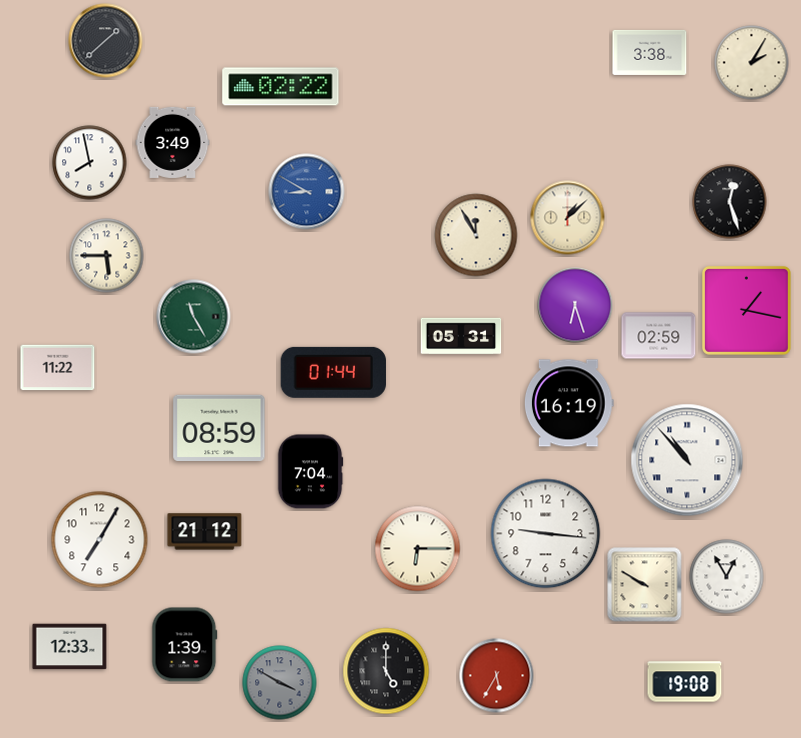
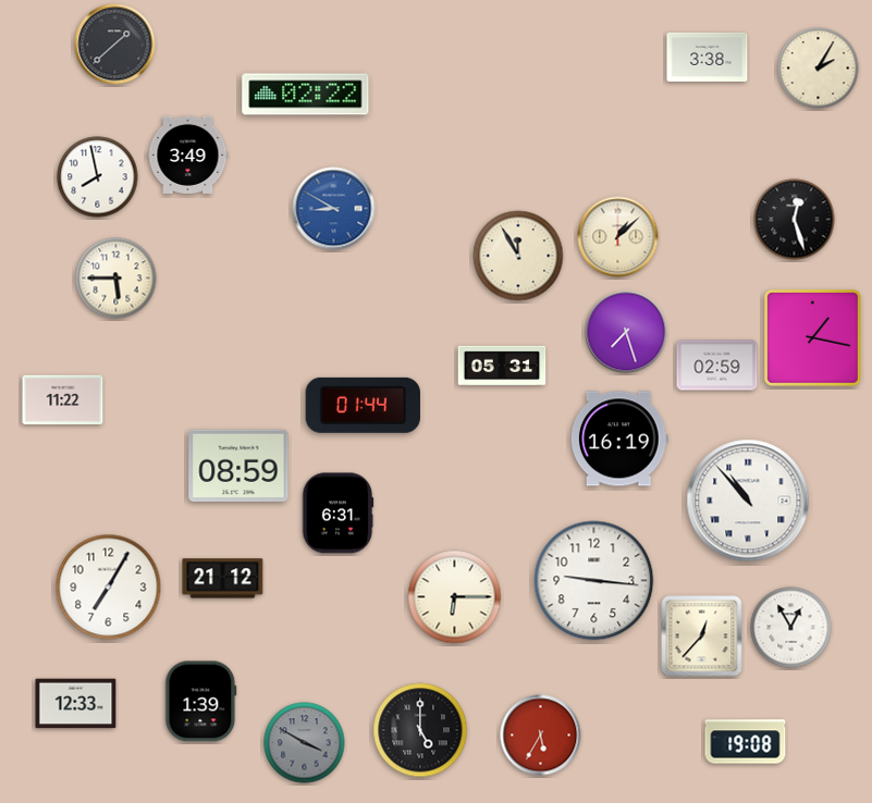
clock at (575, 305): 6:27 -> 7:27
clock at (194, 317): 11:25 -> none
clock at (310, 472): 7:04 -> 6:31
clock at (645, 585): 9:50 -> 12:37
